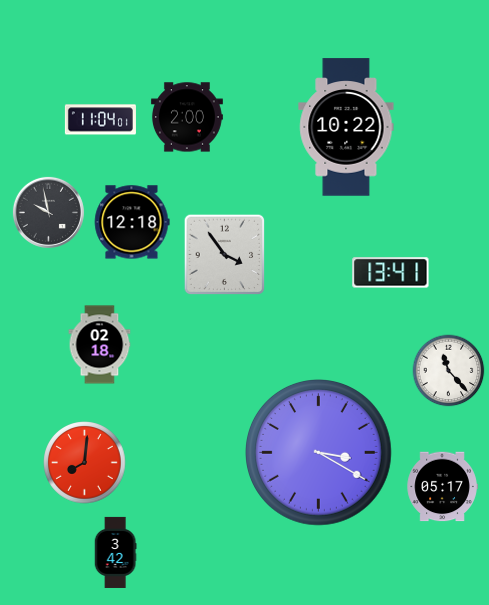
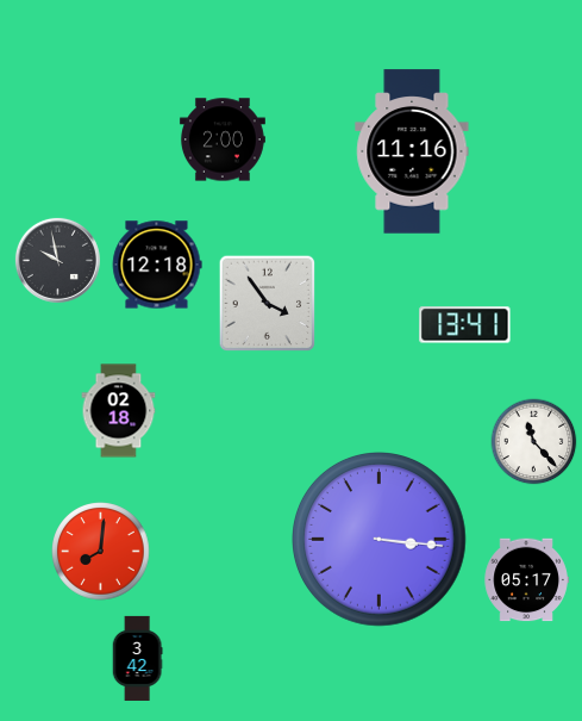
clock at (100, 120): 11:04 -> none
clock at (346, 127): 10:22 -> 11:16
clock at (48, 212) position: (48, 212) -> (57, 260)
clock at (319, 453): 3:20 -> 3:16
